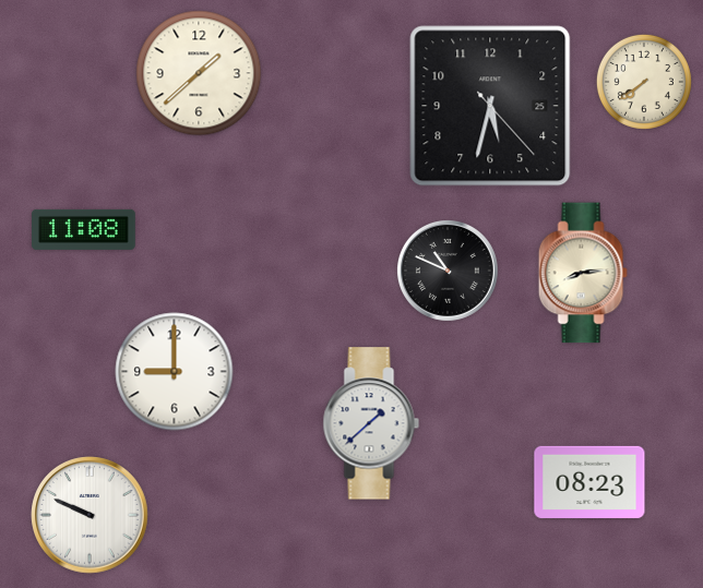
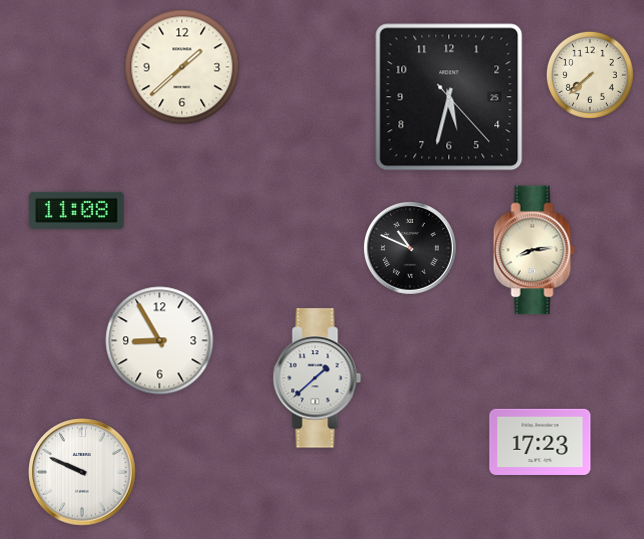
clock at (644, 82): 7:39 -> 7:38
clock at (175, 372): 9:00 -> 8:55
clock at (371, 423) position: (371, 423) -> (317, 378)
clock at (589, 481): 08:23 -> 17:23
